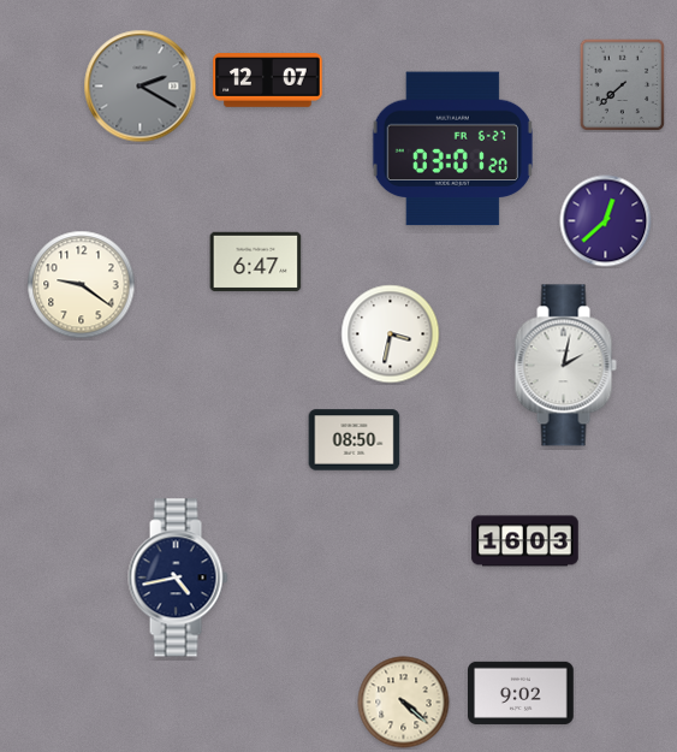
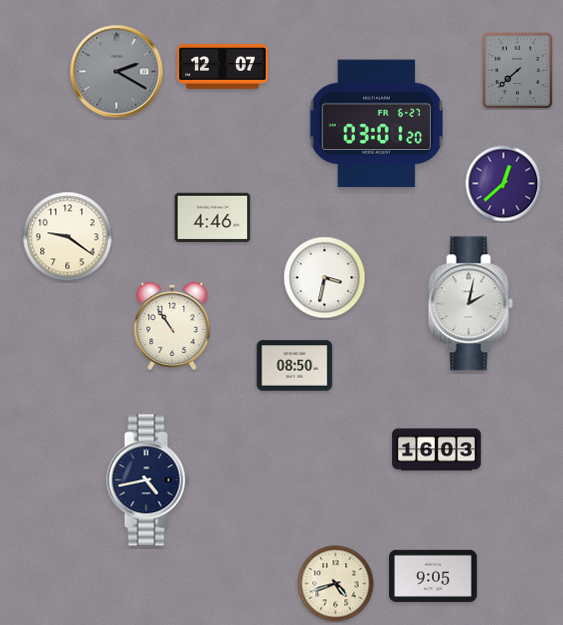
clock at (256, 262): 6:47 -> 4:46
clock at (172, 326): none -> 10:54
clock at (521, 693): 9:02 -> 9:05
clock at (404, 703): 4:22 -> 4:42
